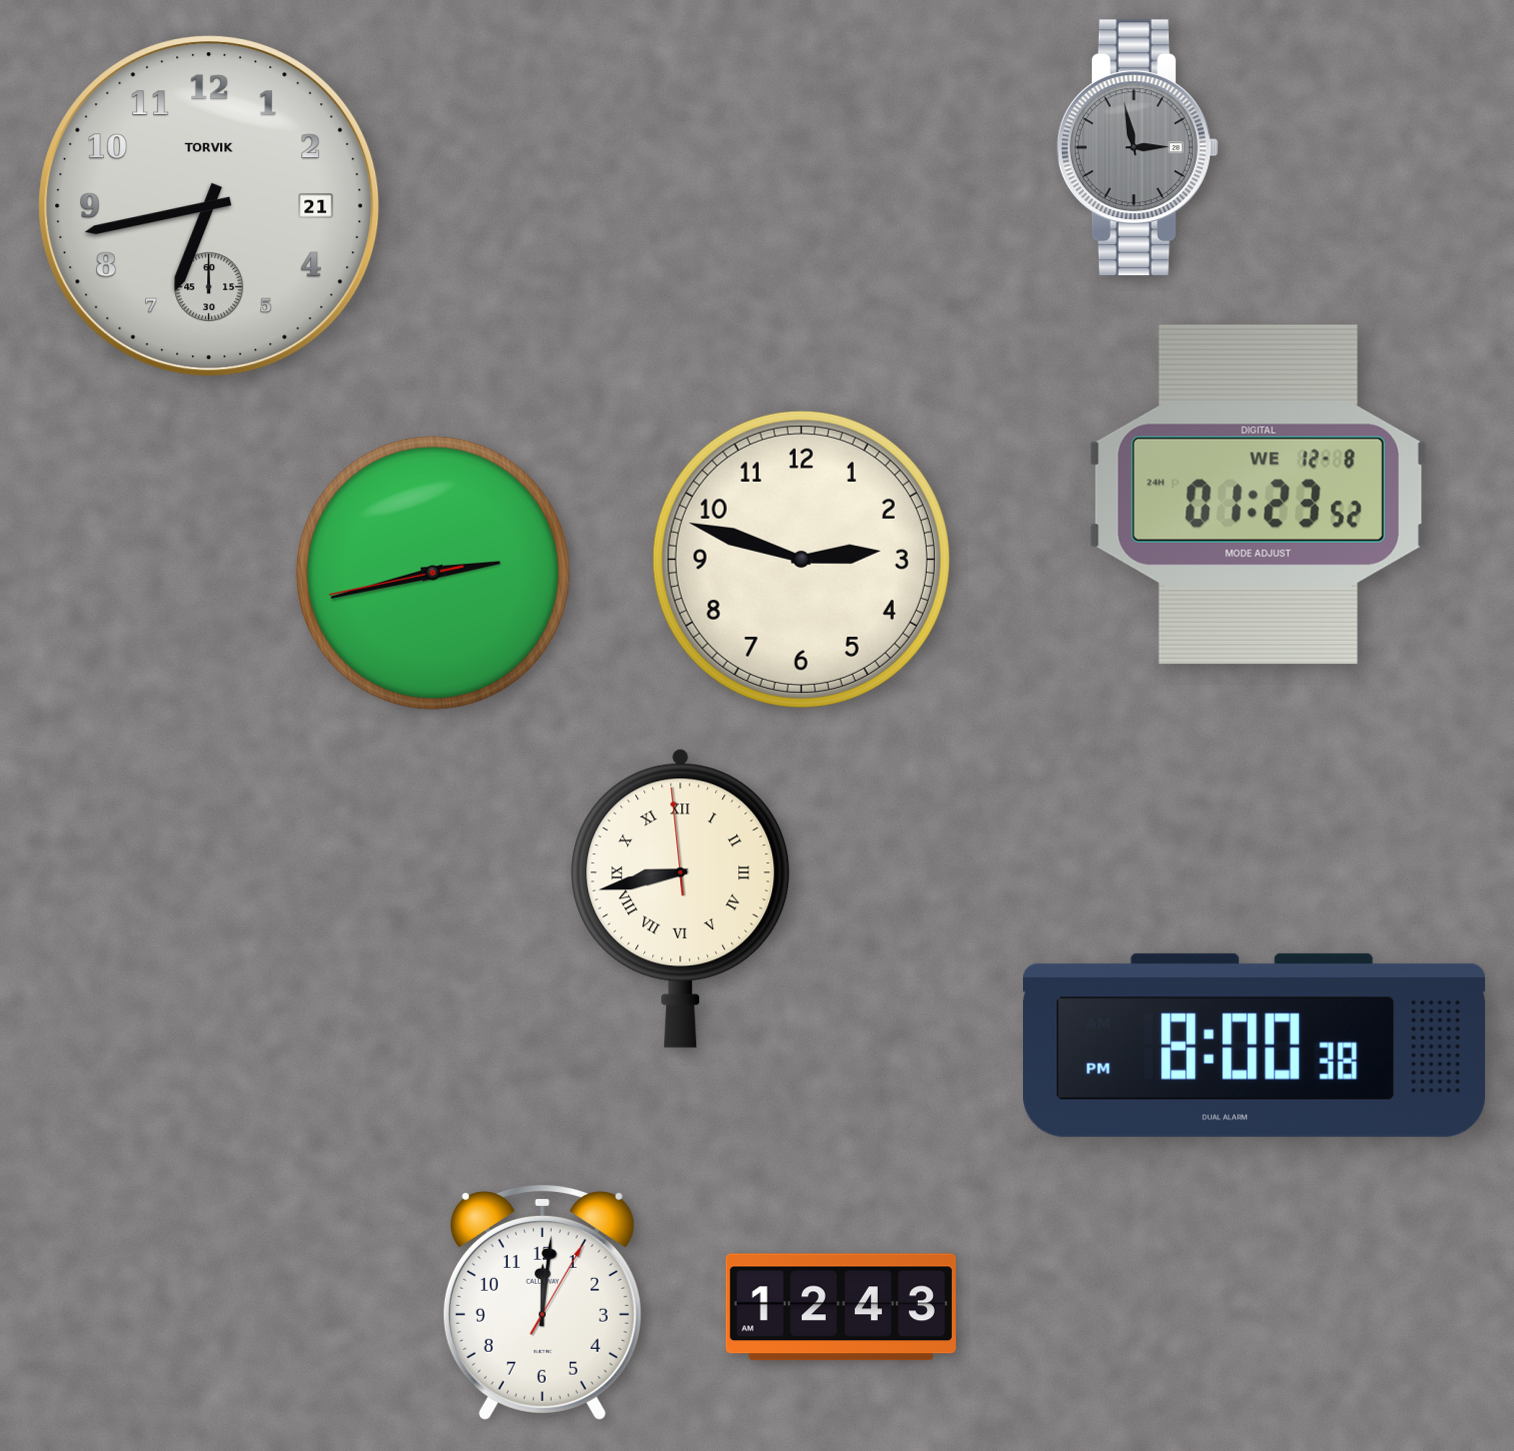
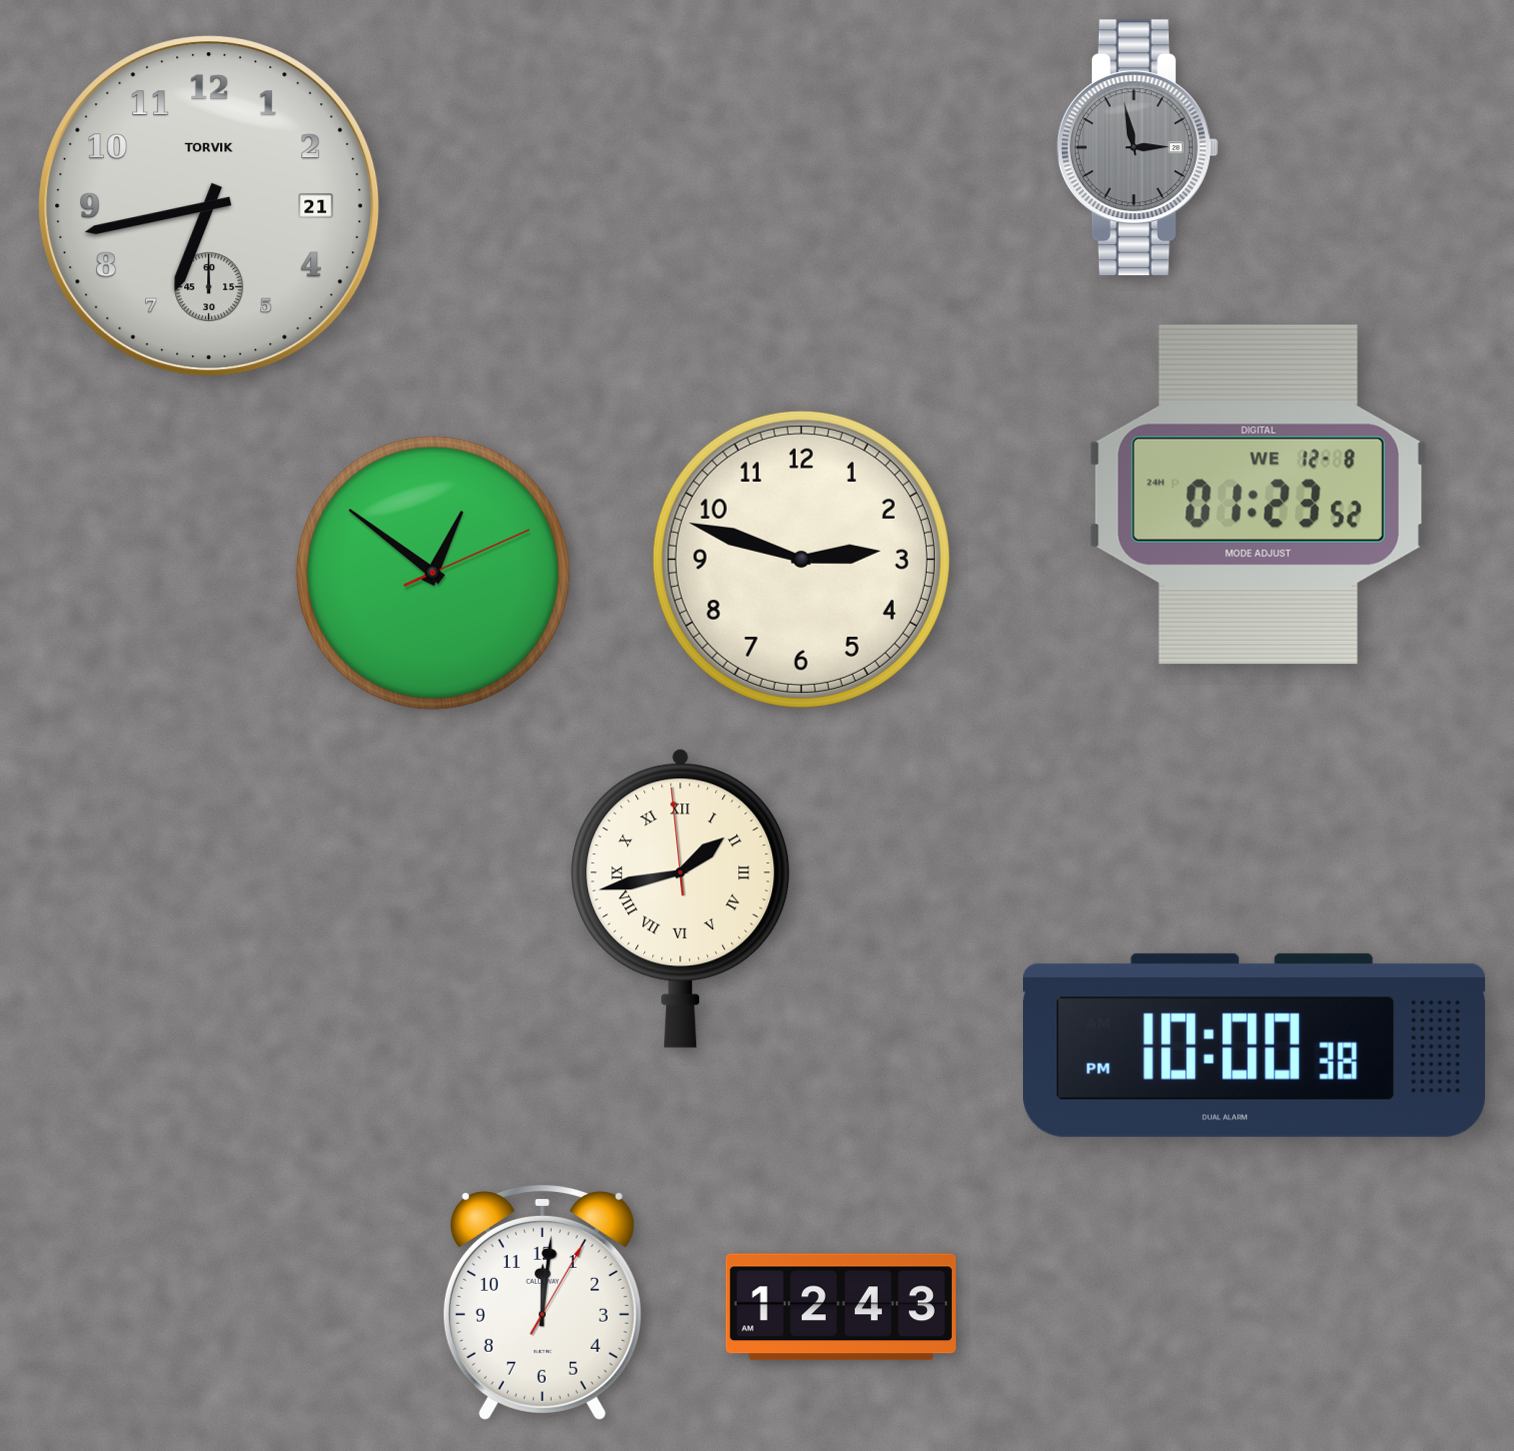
clock at (433, 573): 2:42 -> 12:51
clock at (681, 898): 8:42 -> 1:42
clock at (1255, 1045): 8:00 -> 10:00
